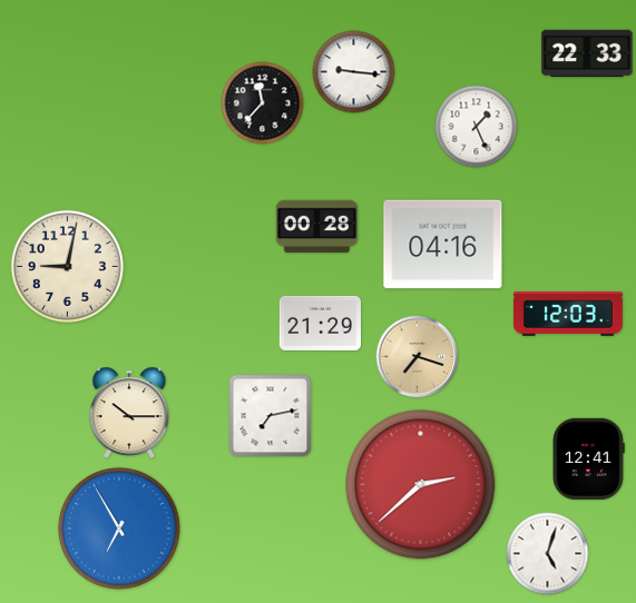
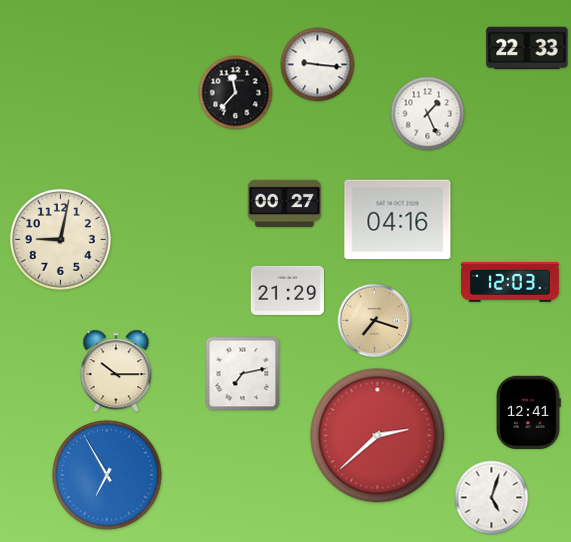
clock at (317, 227): 00:28 -> 00:27
